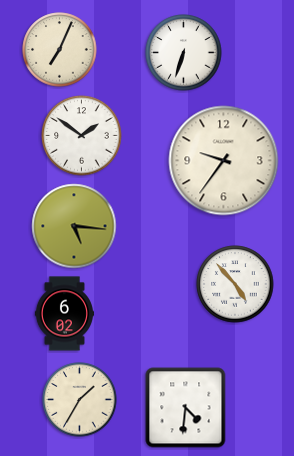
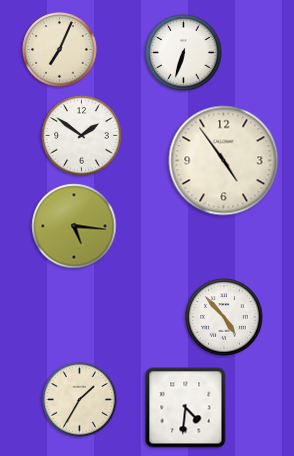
clock at (224, 161): 9:36 -> 4:54
clock at (235, 284) position: (235, 284) -> (224, 317)
clock at (64, 314): 6:02 -> none
